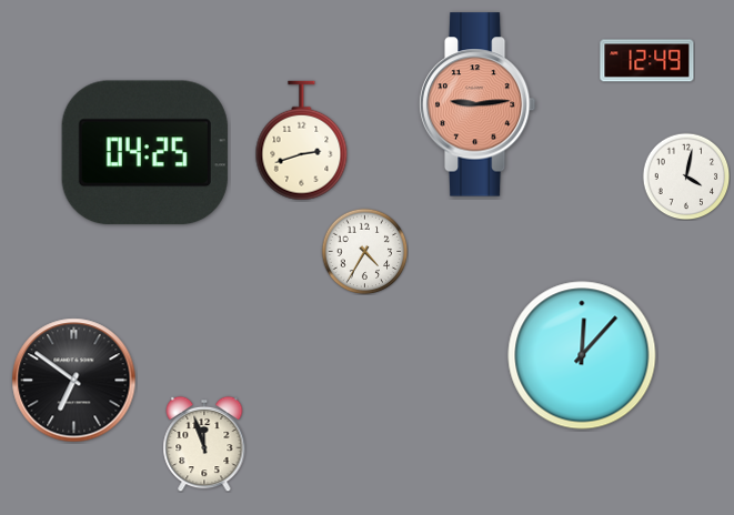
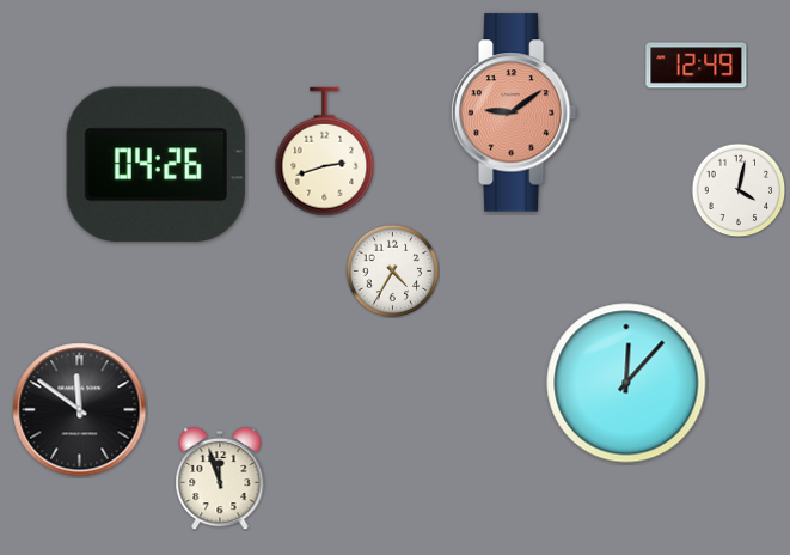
clock at (477, 104): 9:14 -> 9:09
clock at (144, 153): 04:25 -> 04:26
clock at (74, 381): 6:51 -> 11:51
